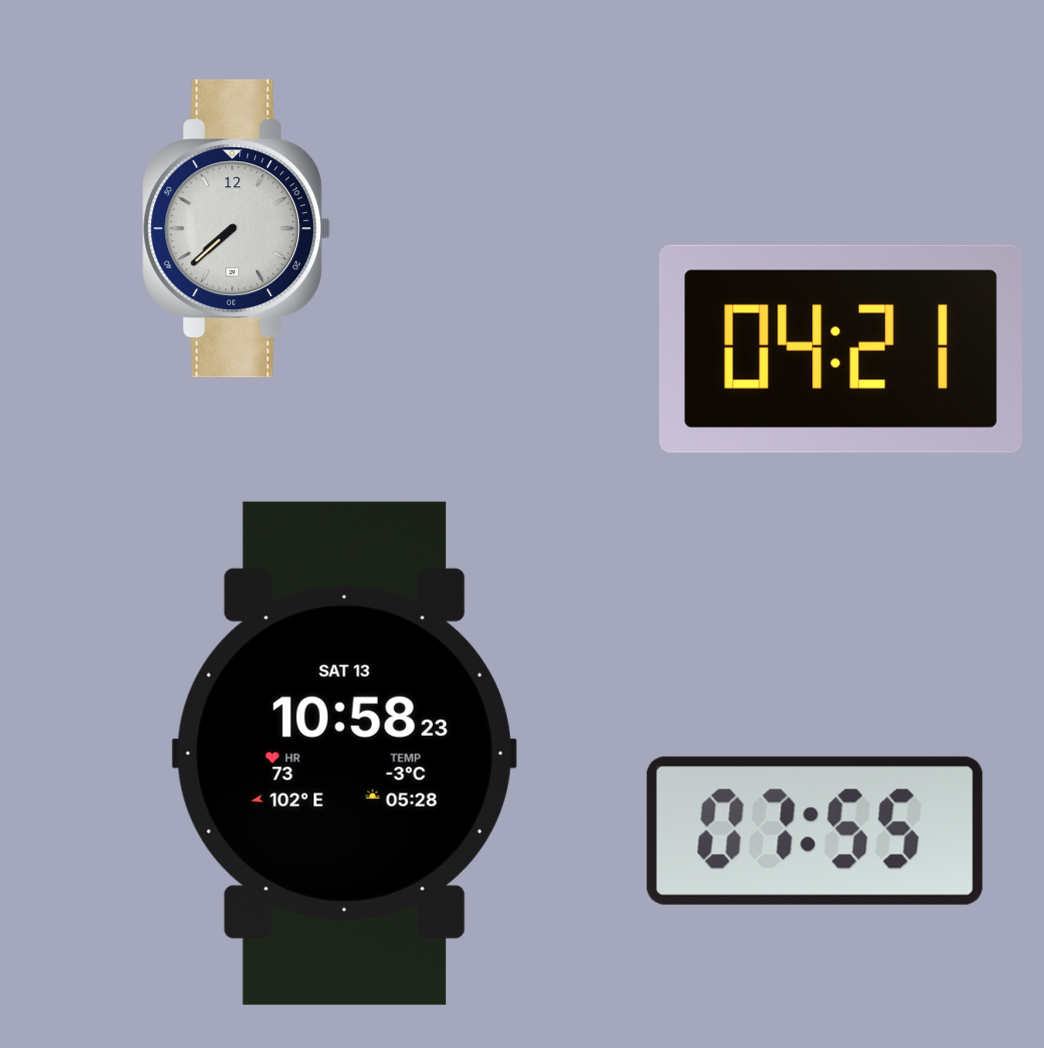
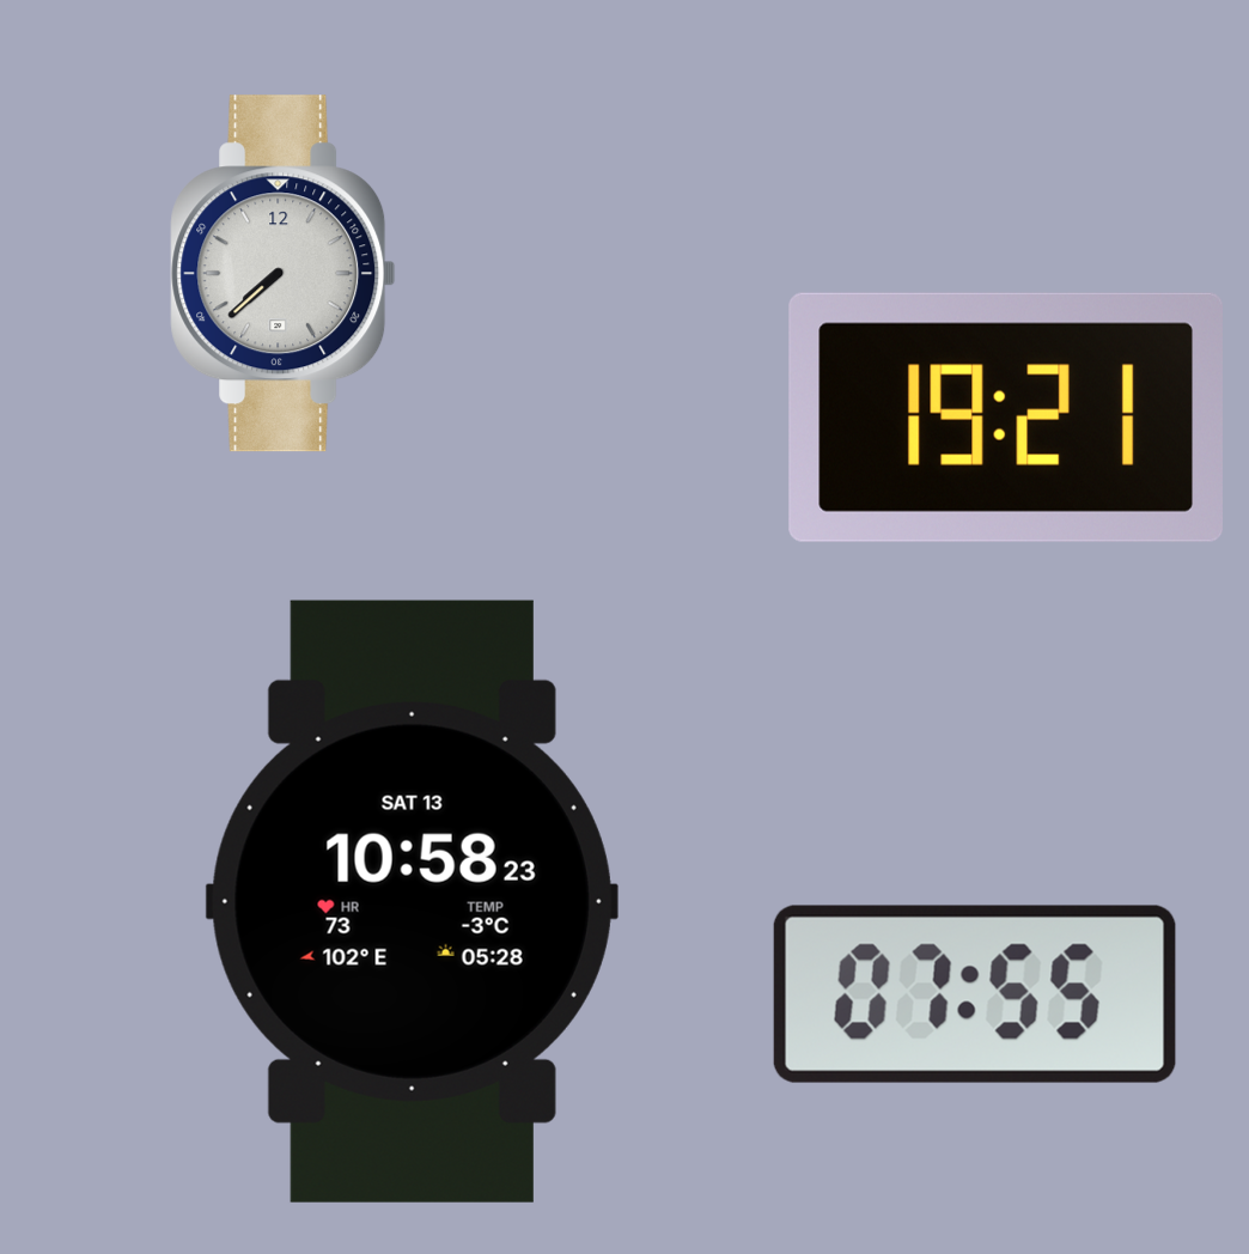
clock at (841, 349): 04:21 -> 19:21
